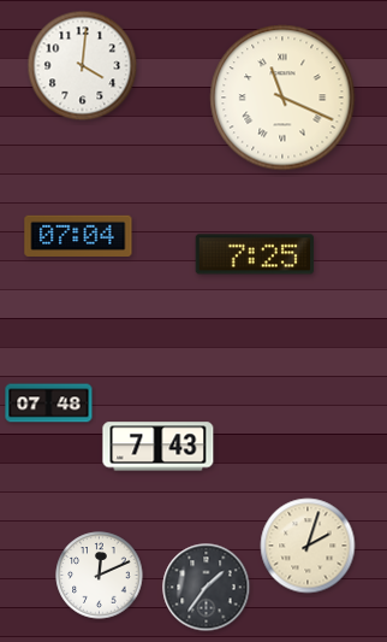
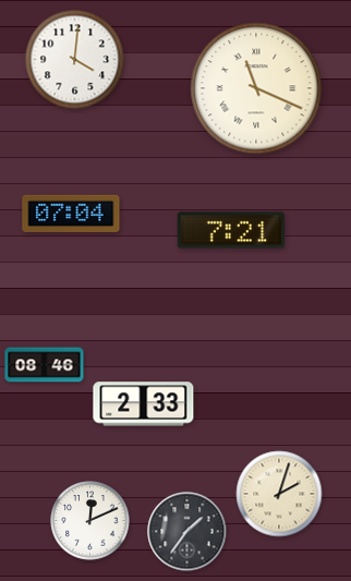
clock at (255, 254): 7:25 -> 7:21
clock at (49, 404): 07:48 -> 08:46
clock at (159, 447): 7:43 -> 2:33
